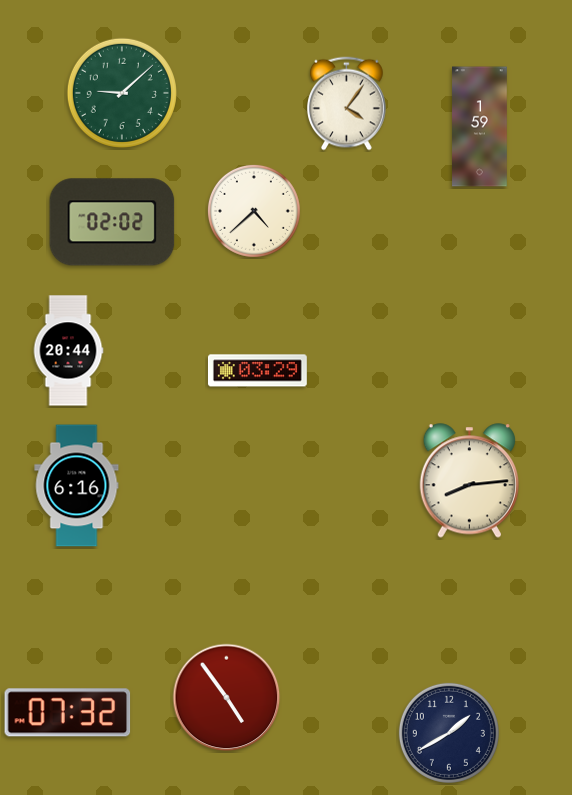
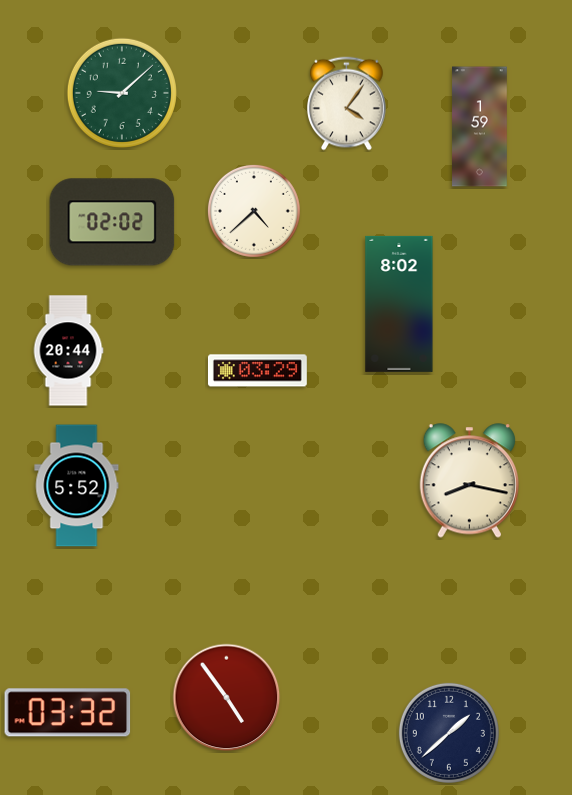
clock at (399, 304): none -> 8:02
clock at (469, 481): 8:14 -> 8:17
clock at (77, 486): 6:16 -> 5:52
clock at (68, 713): 07:32 -> 03:32
clock at (449, 733): 1:40 -> 1:38
